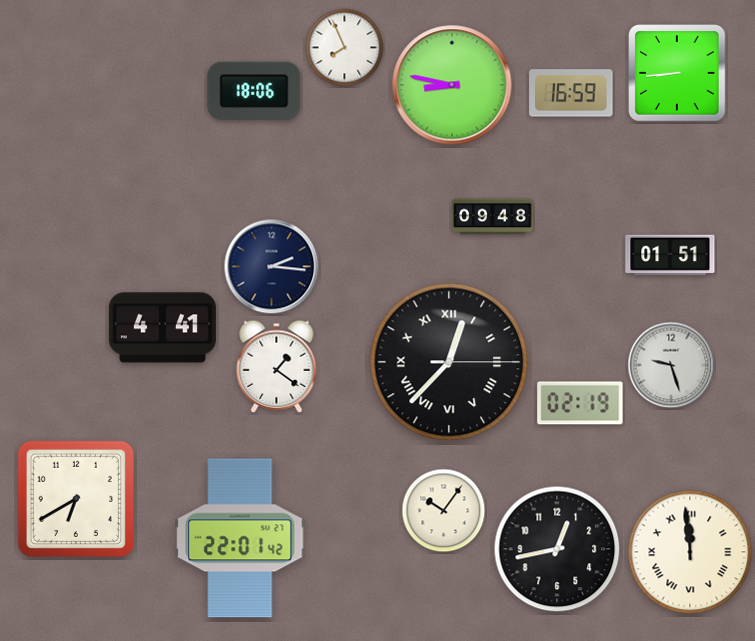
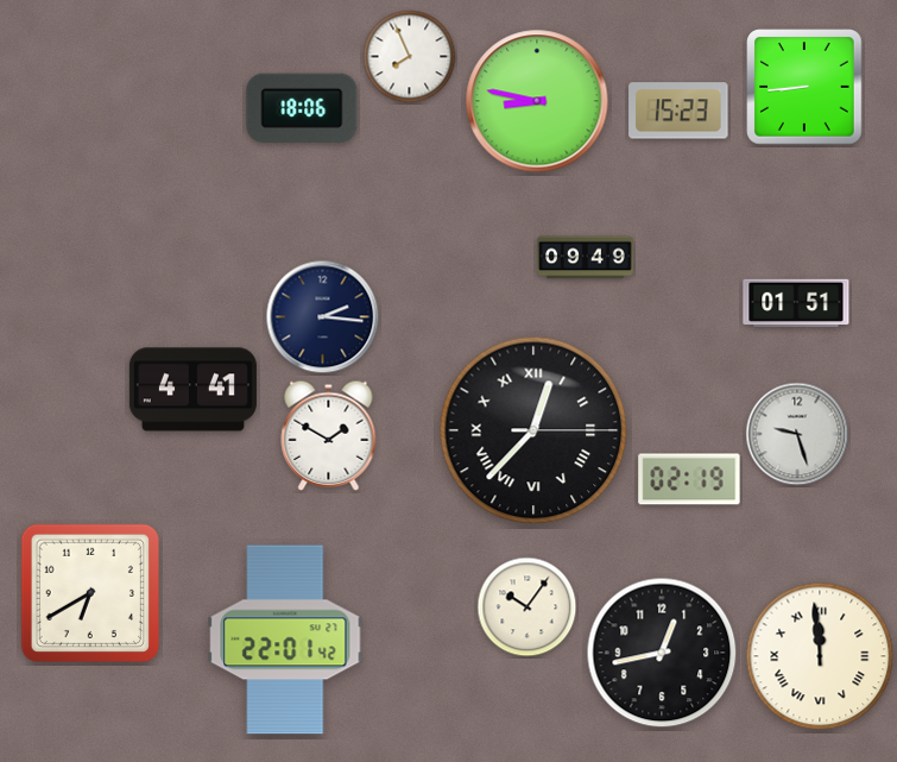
clock at (571, 93): 16:59 -> 15:23
clock at (493, 217): 09:48 -> 09:49
clock at (277, 366): 1:21 -> 1:50
